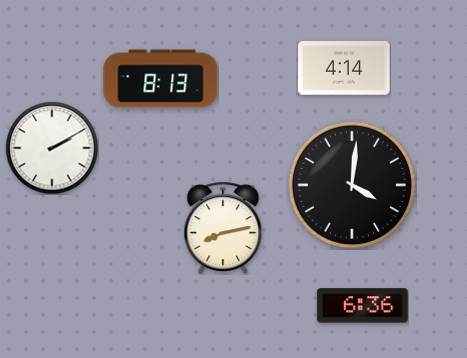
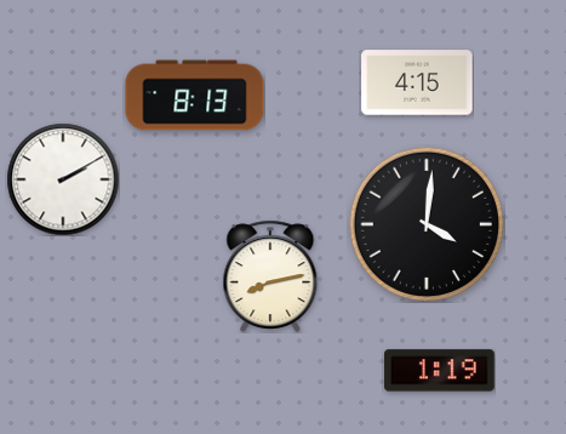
clock at (344, 68): 4:14 -> 4:15
clock at (363, 306): 6:36 -> 1:19
